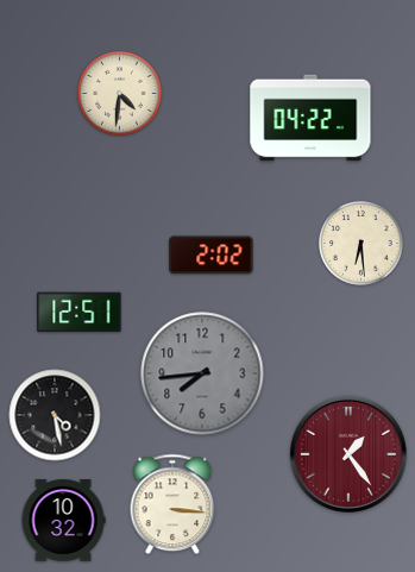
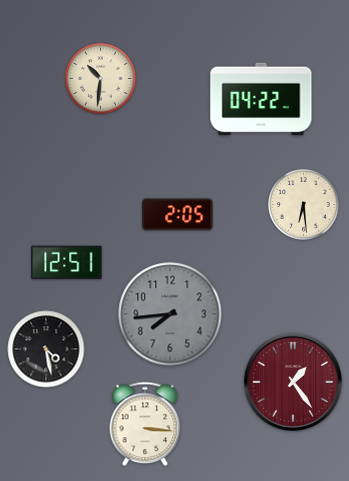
clock at (120, 94): 4:31 -> 10:31
clock at (212, 256): 2:02 -> 2:05
clock at (63, 521): 10:32 -> none
